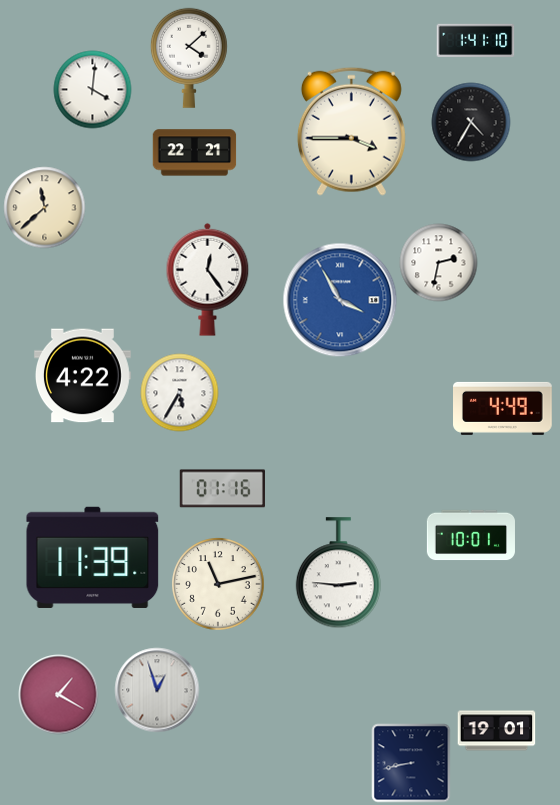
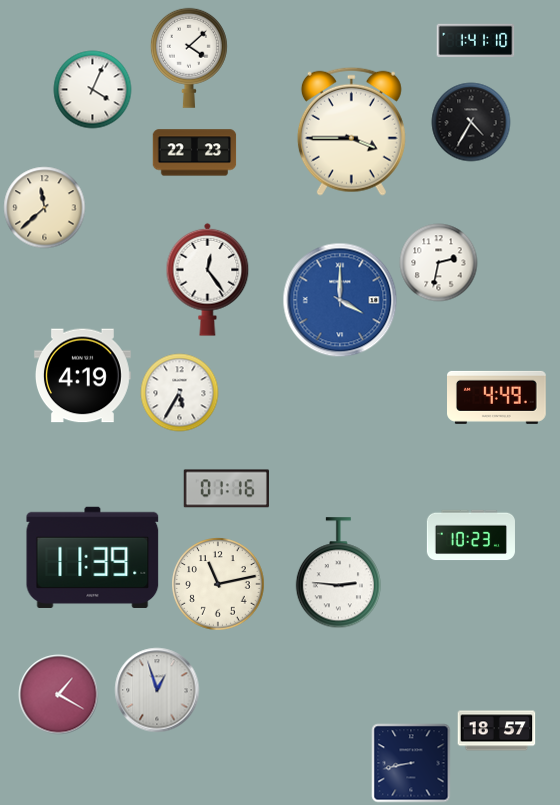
clock at (92, 89): 4:01 -> 4:04
clock at (194, 153): 22:21 -> 22:23
clock at (340, 300): 3:55 -> 4:00
clock at (83, 376): 4:22 -> 4:19
clock at (503, 408) position: (503, 408) -> (497, 397)
clock at (222, 489) position: (222, 489) -> (226, 489)
clock at (471, 535): 10:01 -> 10:23
clock at (496, 731): 19:01 -> 18:57
